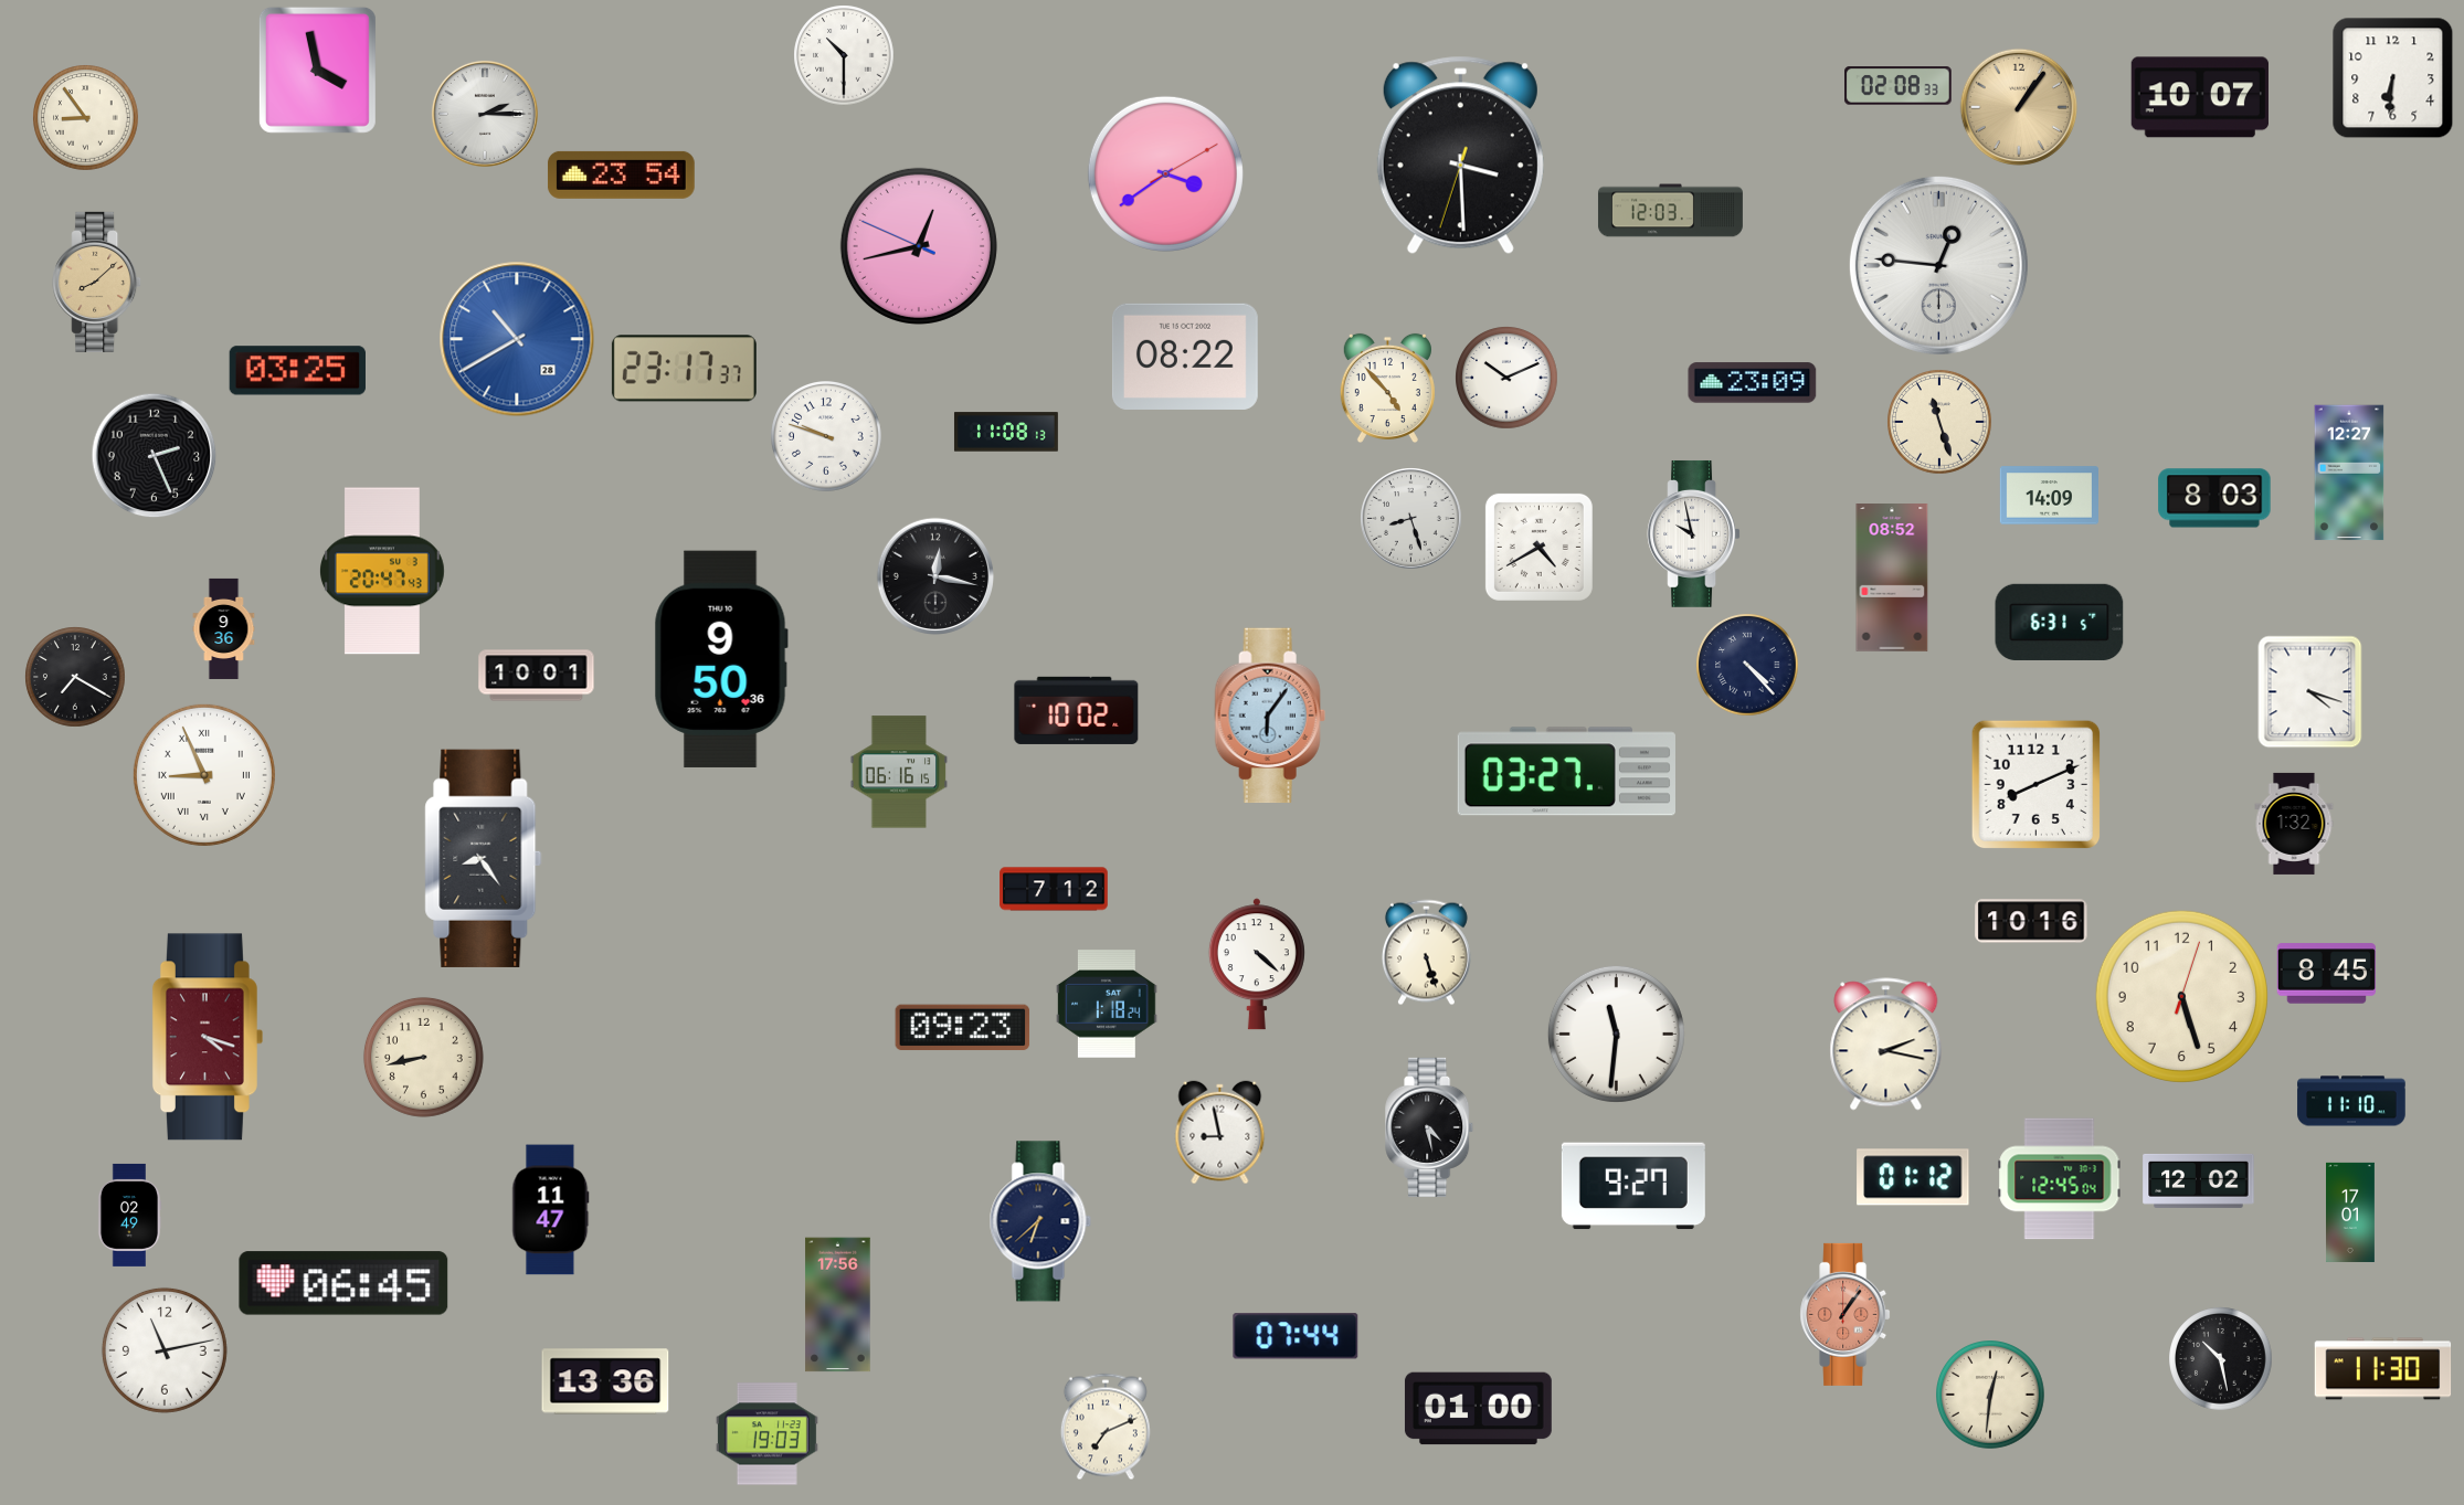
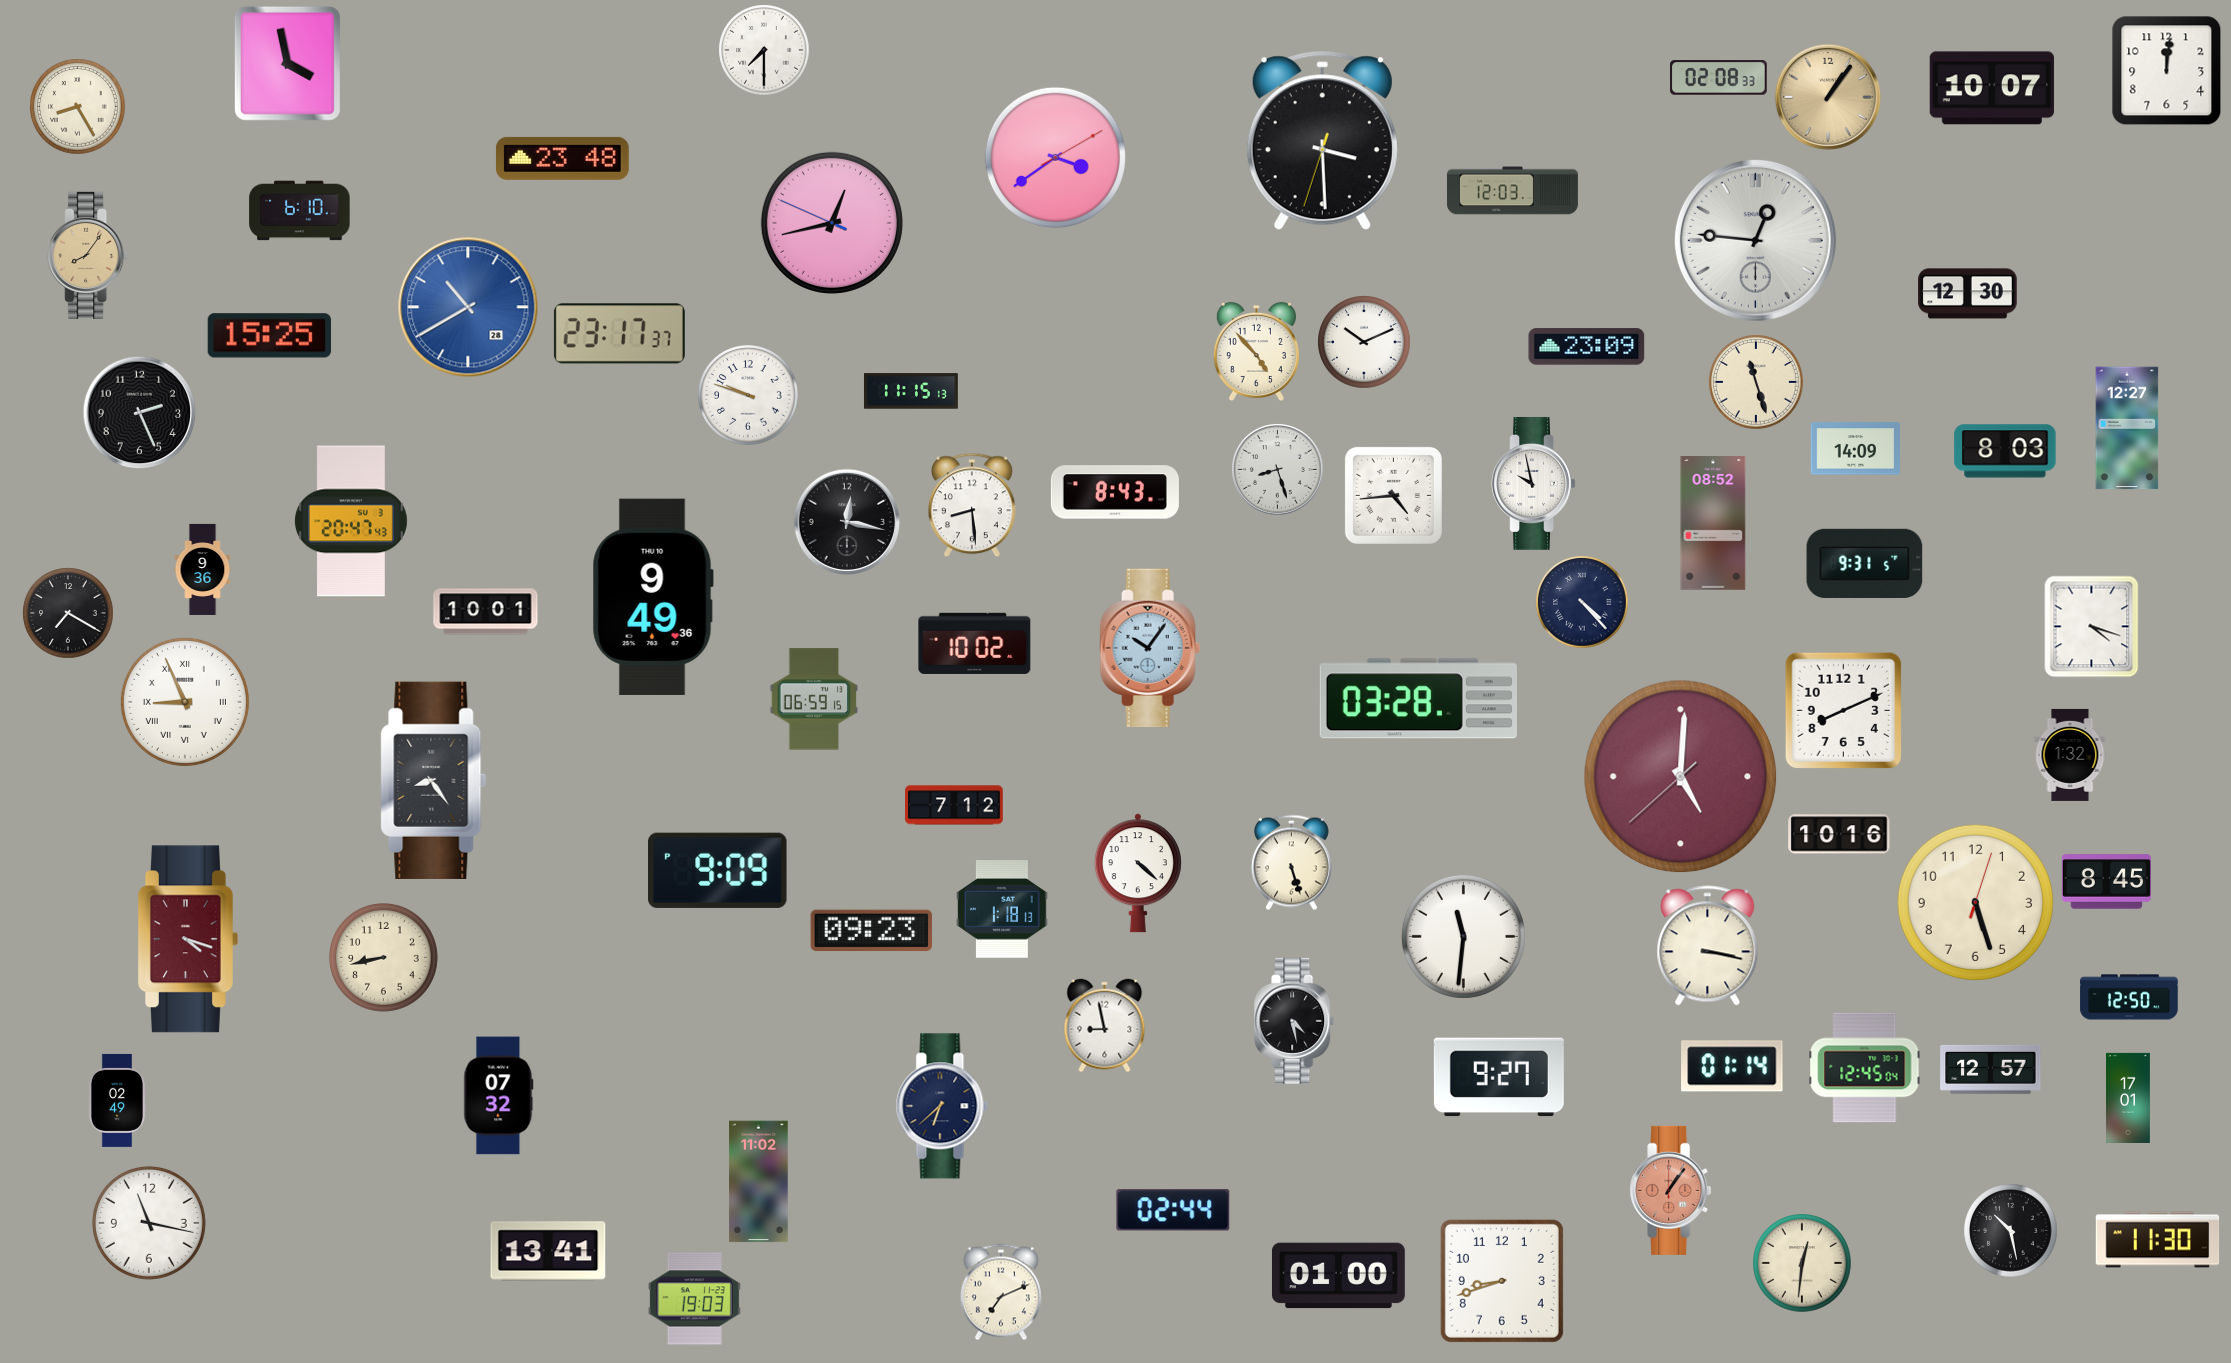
clock at (844, 55): 10:30 -> 7:30
clock at (2393, 78): 6:31 -> 12:01
clock at (485, 114): 2:15 -> none
clock at (86, 118): 8:54 -> 8:25
clock at (621, 174): 23:54 -> 23:48
clock at (300, 211): none -> 6:10
clock at (97, 282): 8:08 -> 8:06
clock at (1968, 294): none -> 12:30
clock at (1185, 357): 08:22 -> none
clock at (297, 371): 03:25 -> 15:25
clock at (1006, 432): 11:08 -> 11:15
clock at (1115, 492): none -> 8:43
clock at (1538, 547): 4:40 -> 4:44
clock at (972, 505): none -> 8:29
clock at (382, 571) position: (382, 571) -> (351, 521)
clock at (2060, 622): 6:31 -> 9:31
clock at (721, 658): 9:50 -> 9:49
clock at (1270, 716): 6:06 -> 10:06
clock at (899, 772): 06:16 -> 06:59
clock at (1566, 772): 03:27 -> 03:28
clock at (2294, 824) position: (2294, 824) -> (2070, 755)
clock at (484, 858) position: (484, 858) -> (434, 780)
clock at (1681, 777): none -> 5:00
clock at (718, 870): none -> 9:09
clock at (1108, 1004): 1:18:24 -> 1:18:13
clock at (1886, 1045): 2:17 -> 3:17
clock at (2351, 1101): 11:10 -> 12:50
clock at (1913, 1177): 01:12 -> 01:14
clock at (2199, 1180): 12:02 -> 12:57
clock at (1633, 1186) position: (1633, 1186) -> (1499, 1077)
clock at (551, 1210): 11:47 -> 07:32
clock at (343, 1283): 06:45 -> none
clock at (838, 1305): 17:56 -> 11:02
clock at (1296, 1336): 07:44 -> 02:44
clock at (165, 1350): 11:13 -> 11:17
clock at (605, 1381): 13:36 -> 13:41
clock at (1502, 1281): none -> 8:42
